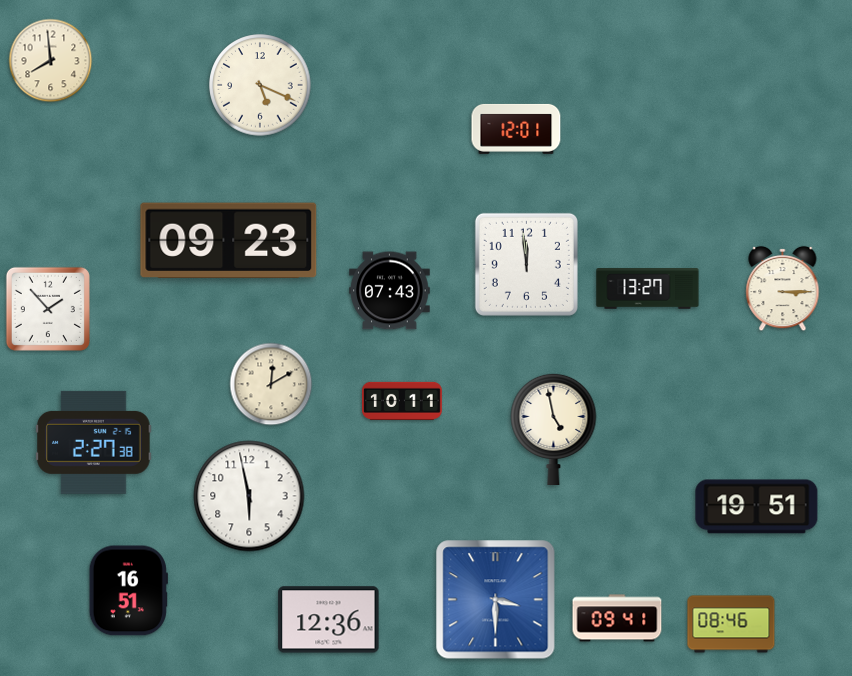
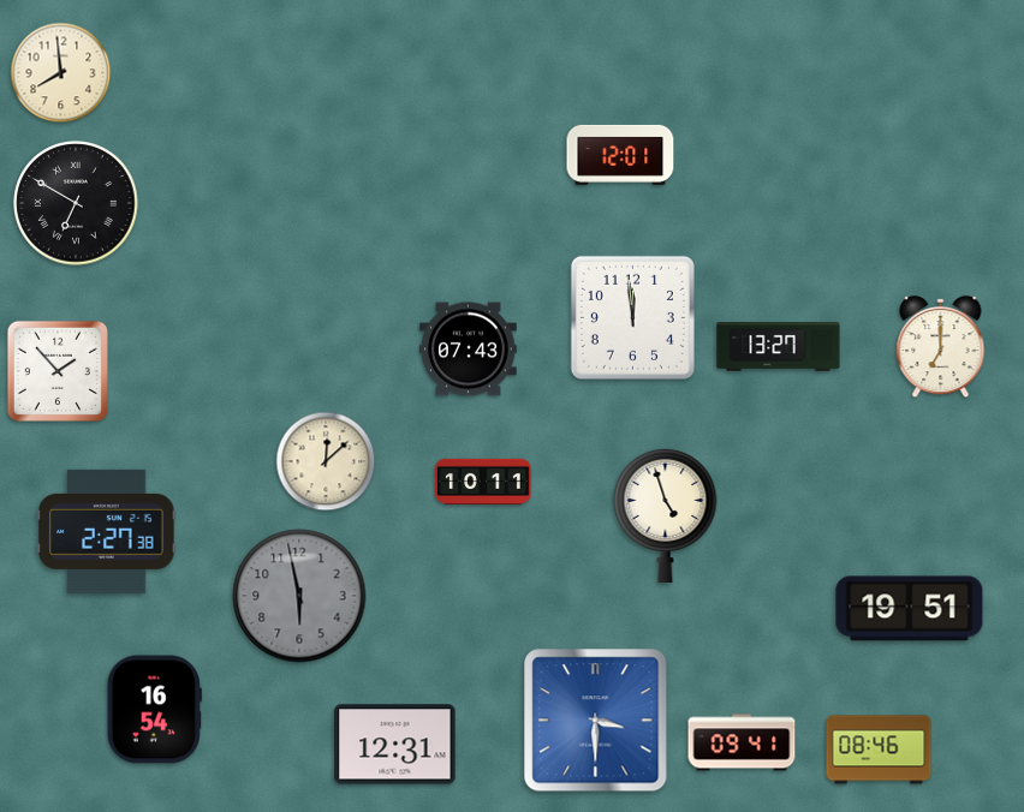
clock at (260, 85): 5:19 -> none
clock at (76, 203): none -> 6:50
clock at (229, 241): 09:23 -> none
clock at (783, 289): 3:15 -> 7:00
clock at (271, 384): 12:10 -> 12:08
clock at (554, 428): 4:58 -> 4:57
clock at (94, 442) position: (94, 442) -> (107, 531)
clock at (249, 496) dial: white -> grey
clock at (128, 591): 16:51 -> 16:54
clock at (329, 620): 12:36 -> 12:31
